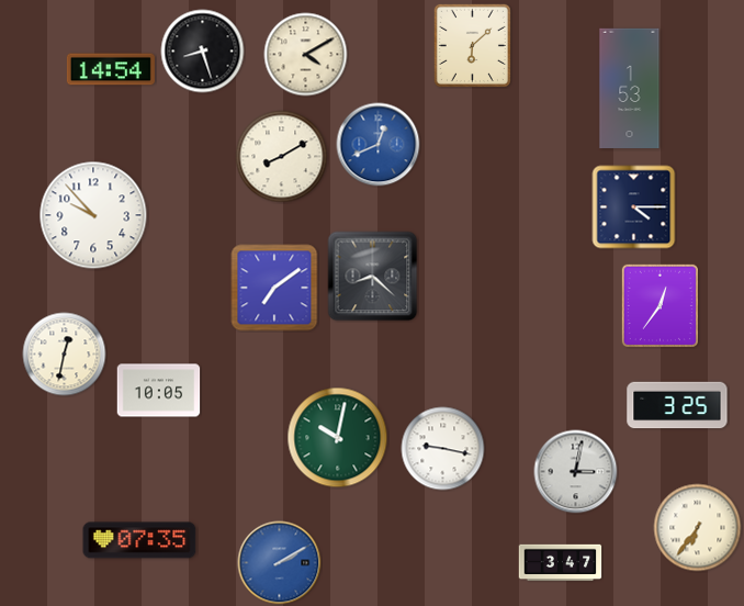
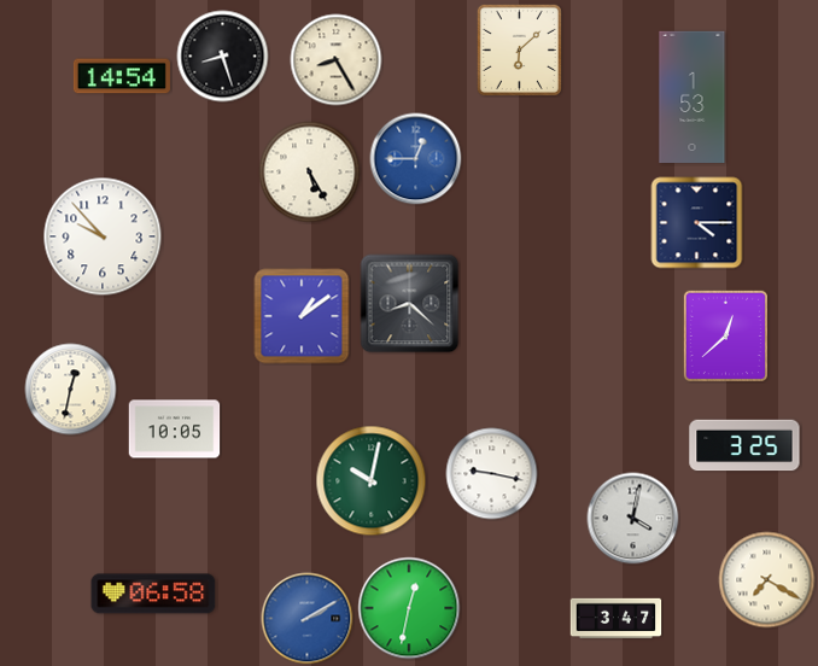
clock at (306, 55): 4:10 -> 8:25
clock at (379, 145): 12:41 -> 12:45
clock at (282, 157): 8:10 -> 5:25
clock at (634, 207) position: (634, 207) -> (697, 223)
clock at (274, 288): 7:09 -> 1:09
clock at (660, 305): 12:36 -> 12:38
clock at (443, 449) position: (443, 449) -> (492, 474)
clock at (576, 472): 3:02 -> 4:02
clock at (698, 528): 6:36 -> 7:20
clock at (139, 540): 07:35 -> 06:58
clock at (409, 608): none -> 12:32
